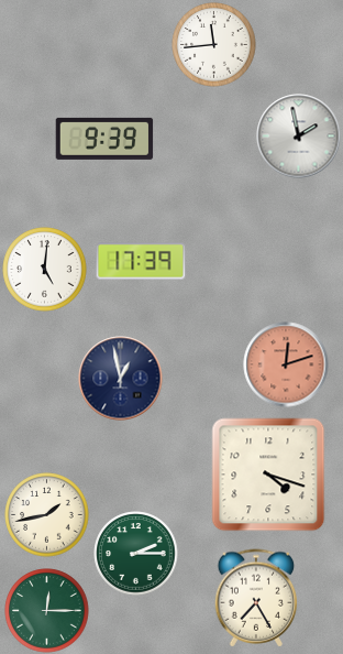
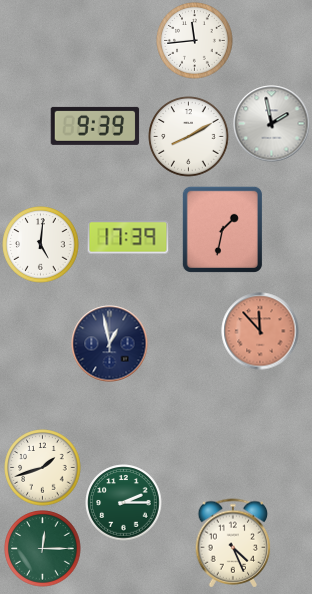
clock at (189, 137): none -> 8:10
clock at (222, 229): none -> 1:32
clock at (286, 364): 12:12 -> 11:53
clock at (268, 475): 4:18 -> none
clock at (47, 515): 1:43 -> 1:42
clock at (256, 598): 7:25 -> 4:26
clock at (47, 611) position: (47, 611) -> (43, 549)
